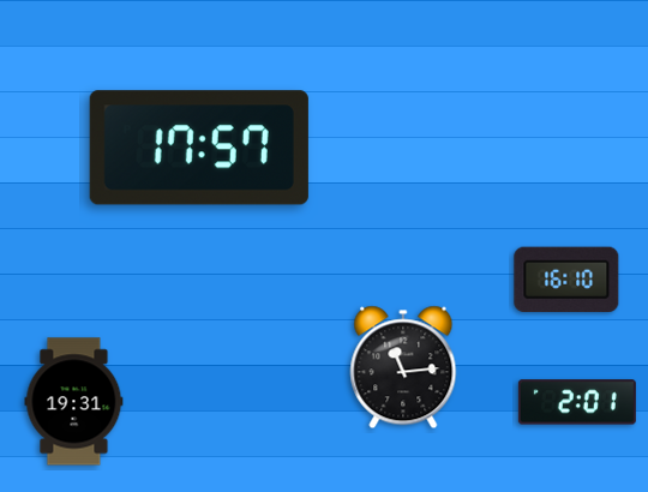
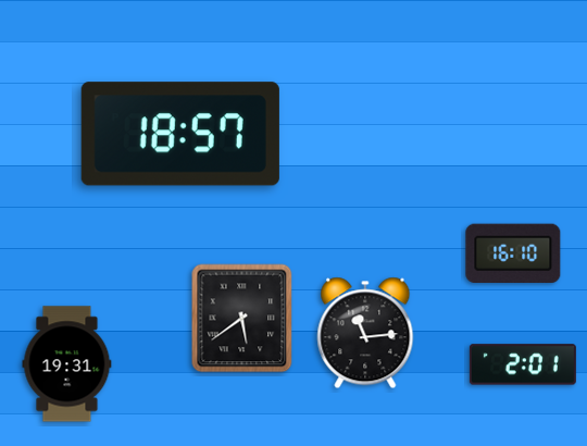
clock at (199, 148): 17:57 -> 18:57
clock at (242, 319): none -> 5:39
